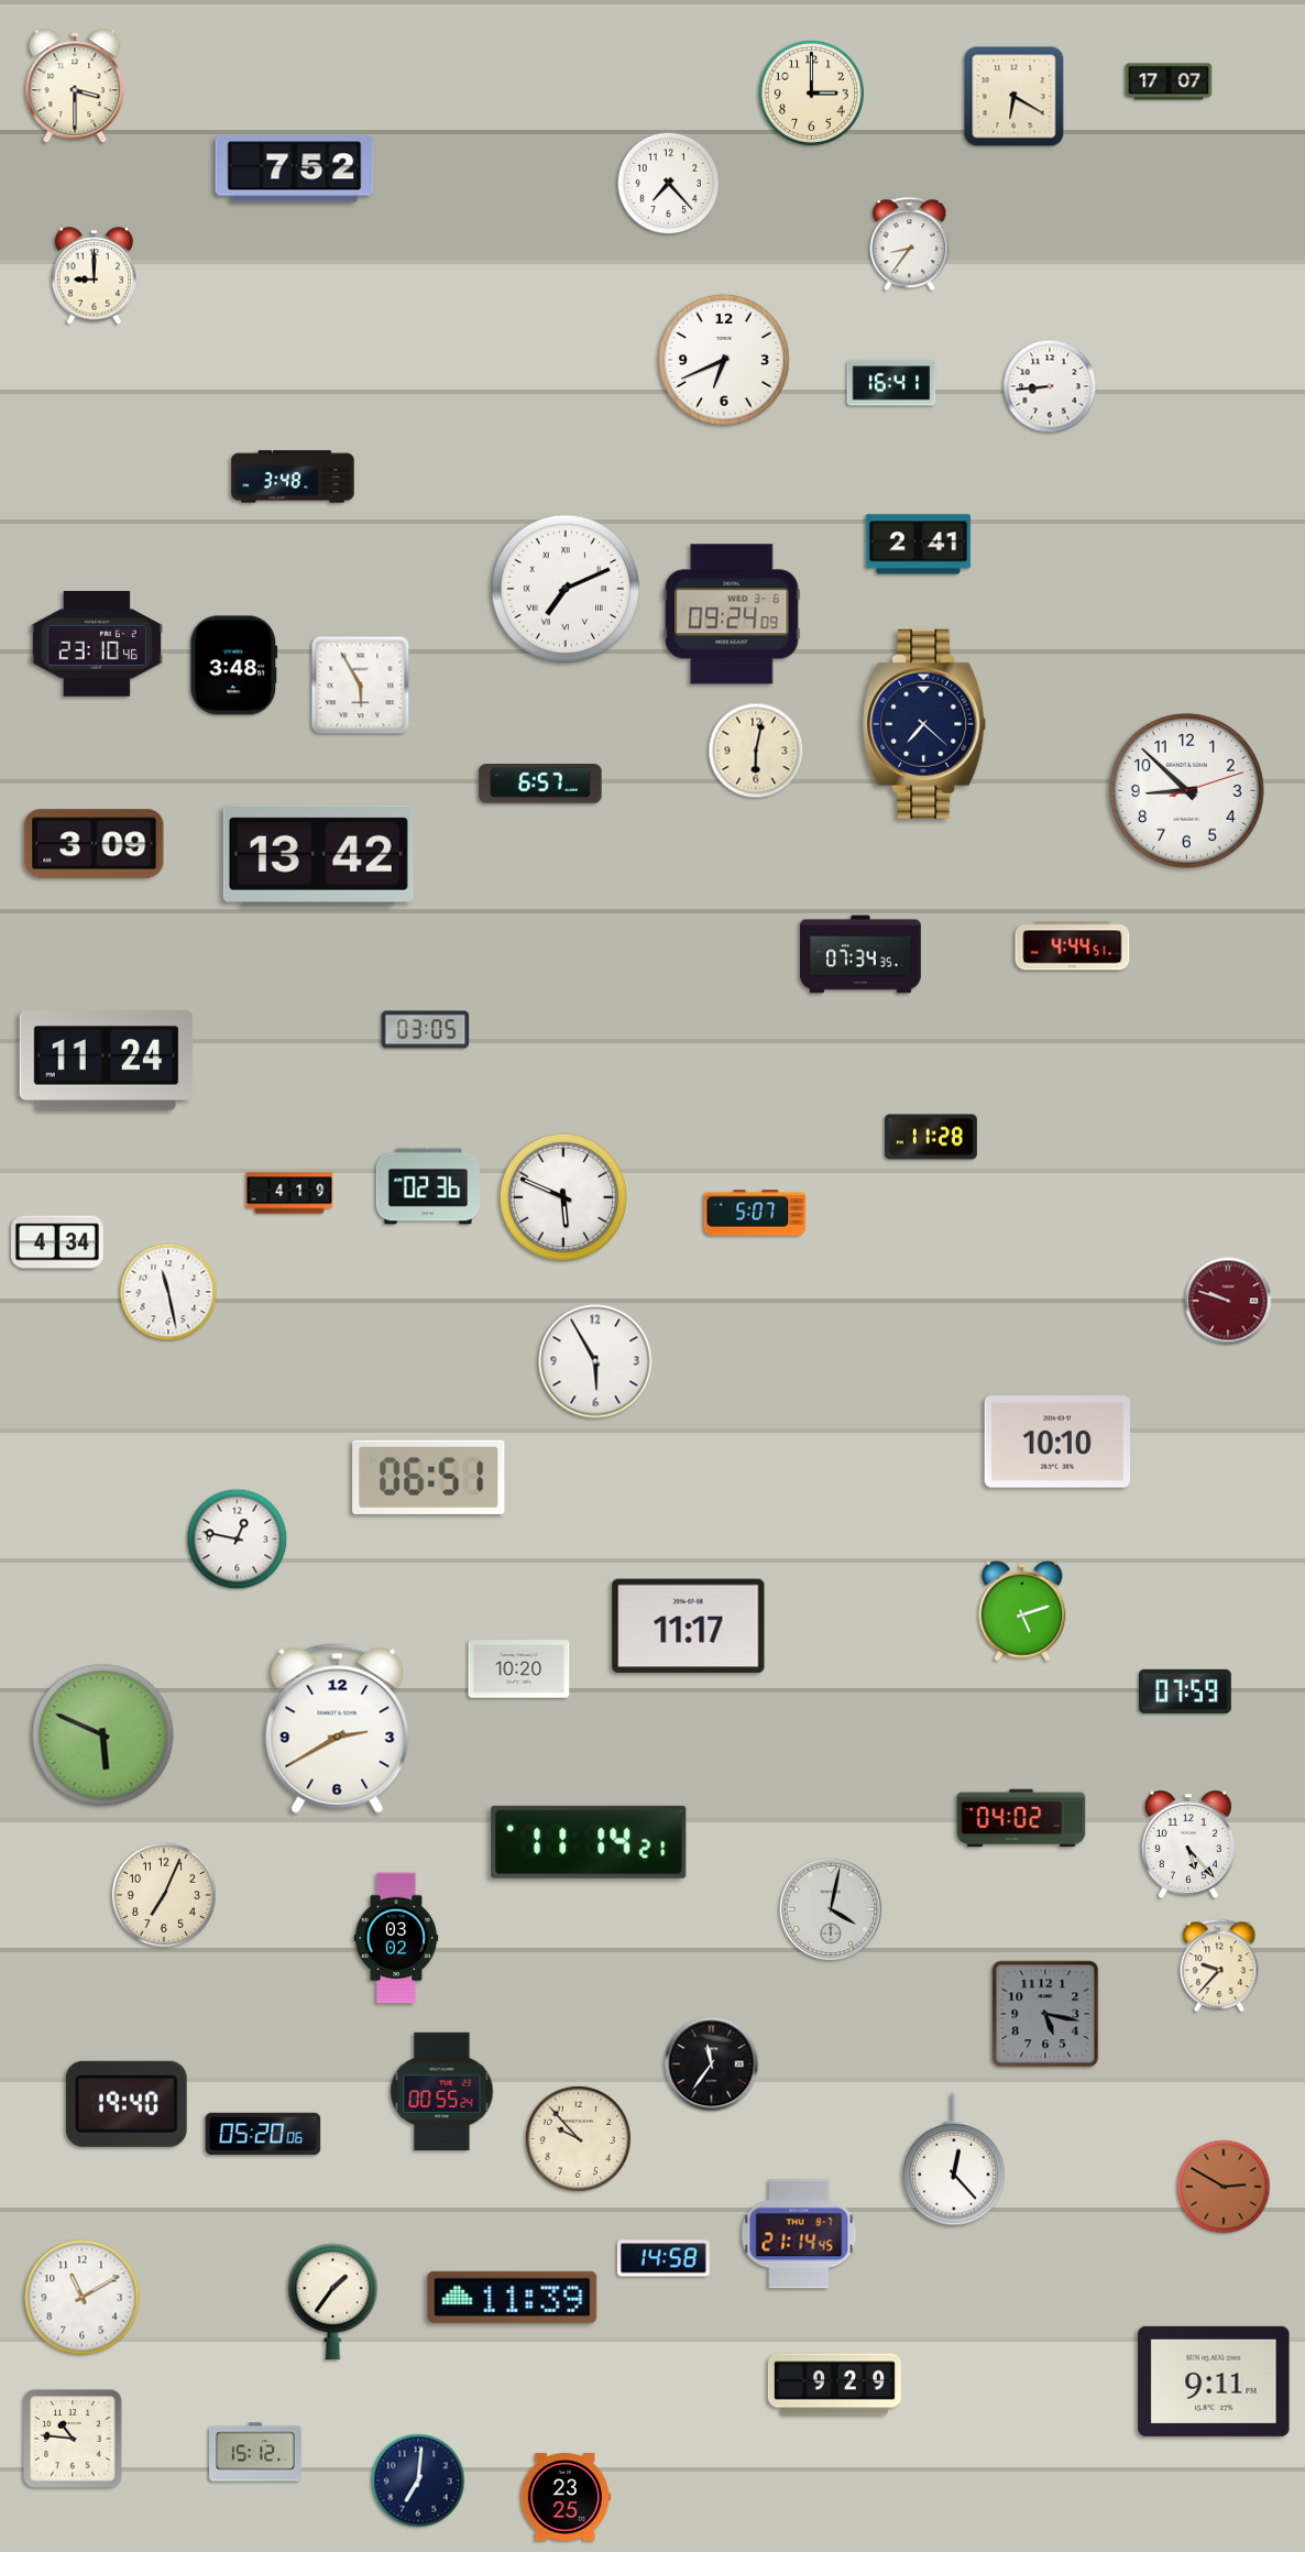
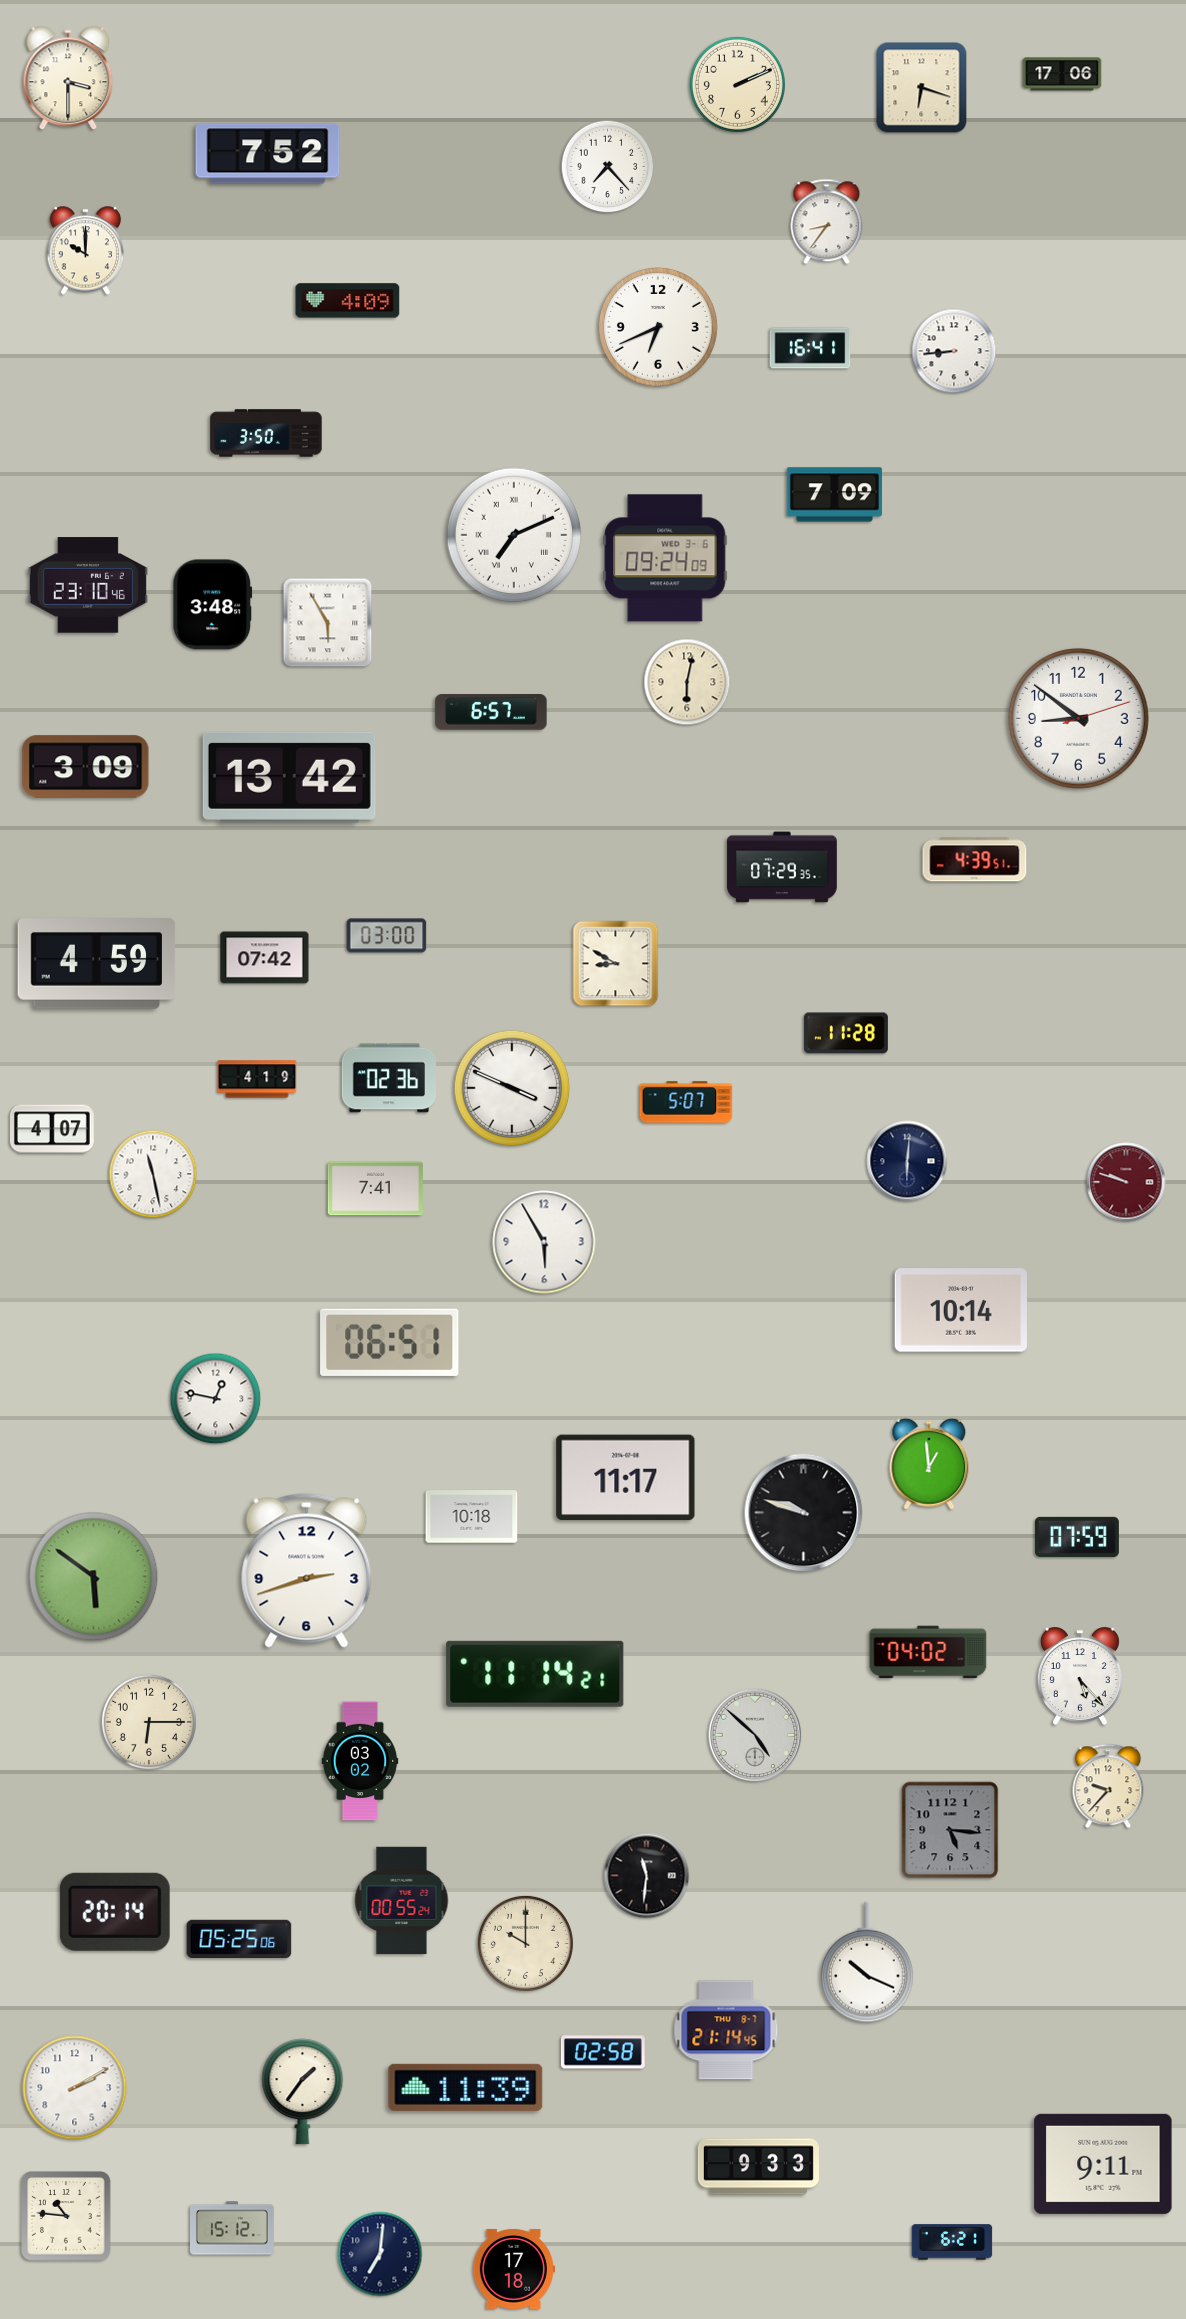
clock at (1169, 81): 17:07 -> 17:06
clock at (811, 92): 3:00 -> 2:11
clock at (1015, 97): 6:20 -> 6:18
clock at (95, 276): 9:00 -> 10:00
clock at (348, 301): none -> 4:09
clock at (293, 477): 3:48 -> 3:50
clock at (918, 545): 2:41 -> 7:09
clock at (924, 724): 7:22 -> none
clock at (1186, 790): 8:52 -> 8:51
clock at (1073, 946): 4:44 -> 4:39
clock at (860, 954): 07:34 -> 07:29
clock at (426, 1030): 03:05 -> 03:00
clock at (265, 958): none -> 07:42
clock at (107, 1061): 11:24 -> 4:59
clock at (616, 964): none -> 8:50
clock at (289, 1193) position: (289, 1193) -> (257, 1079)
clock at (563, 1197): 5:49 -> 3:49
clock at (57, 1242): 4:34 -> 4:07
clock at (907, 1161): none -> 6:01
clock at (1228, 1301) position: (1228, 1301) -> (1126, 1182)
clock at (375, 1189): none -> 7:41
clock at (595, 1361) position: (595, 1361) -> (544, 1242)
clock at (1056, 1442): 10:10 -> 10:14
clock at (1022, 1611): 5:12 -> 12:59
clock at (804, 1513): none -> 9:48
clock at (519, 1669): 10:20 -> 10:18
clock at (338, 1728): 2:40 -> 2:42
clock at (103, 1735): 5:49 -> 5:51
clock at (164, 1895): 7:04 -> 6:15
clock at (831, 1909): 4:02 -> 4:52
clock at (1045, 2014): 5:17 -> 5:16
clock at (712, 2064): 11:36 -> 11:31
clock at (127, 2104): 19:40 -> 20:14
clock at (263, 2133): 05:20 -> 05:25
clock at (578, 2138): 9:53 -> 10:00
clock at (955, 2159): 12:23 -> 10:19
clock at (1224, 2187): 2:50 -> none
clock at (664, 2258): 14:58 -> 02:58
clock at (83, 2298): 11:10 -> 2:10
clock at (834, 2385): 9:29 -> 9:33
clock at (952, 2242): none -> 6:21
clock at (566, 2497): 23:25 -> 17:18
